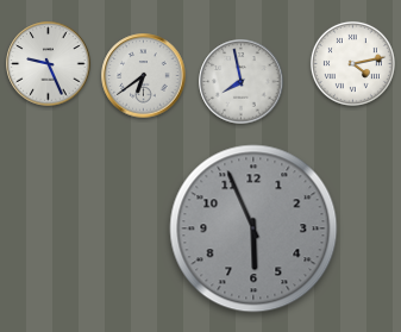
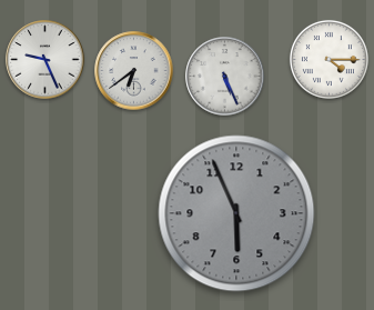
clock at (352, 63): 4:13 -> 4:15
clock at (242, 82): 7:58 -> 5:26
